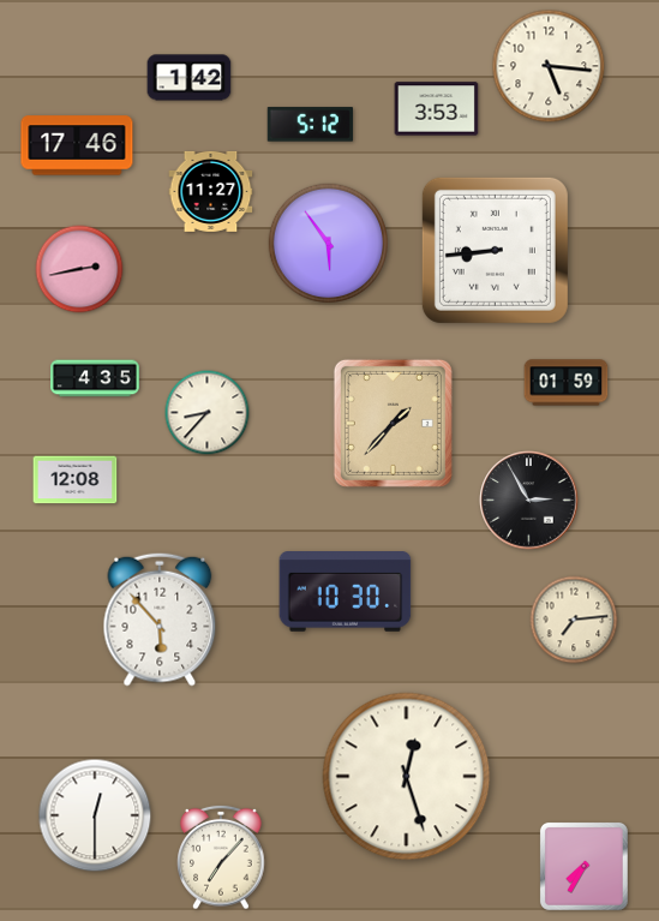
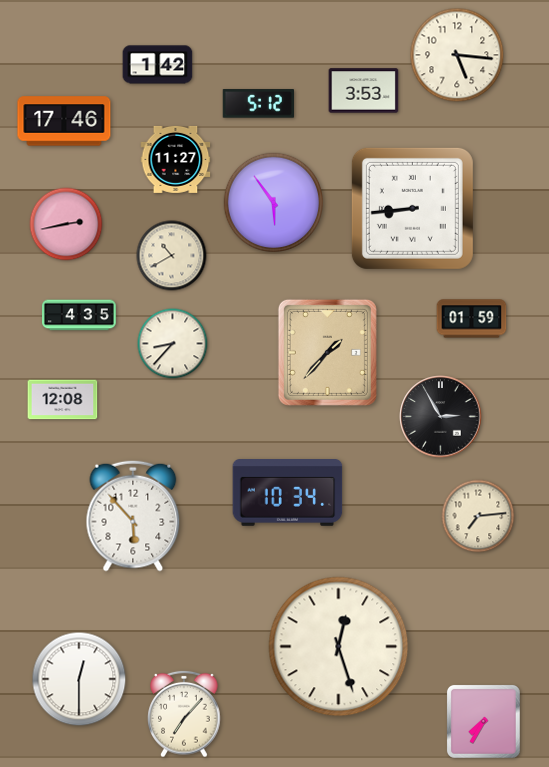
clock at (172, 256): none -> 10:40
clock at (346, 592): 10:30 -> 10:34
clock at (583, 866) position: (583, 866) -> (483, 721)
